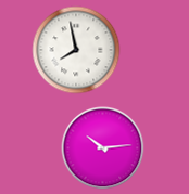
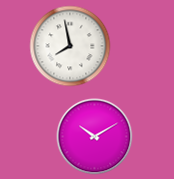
clock at (103, 148): 10:14 -> 10:10
